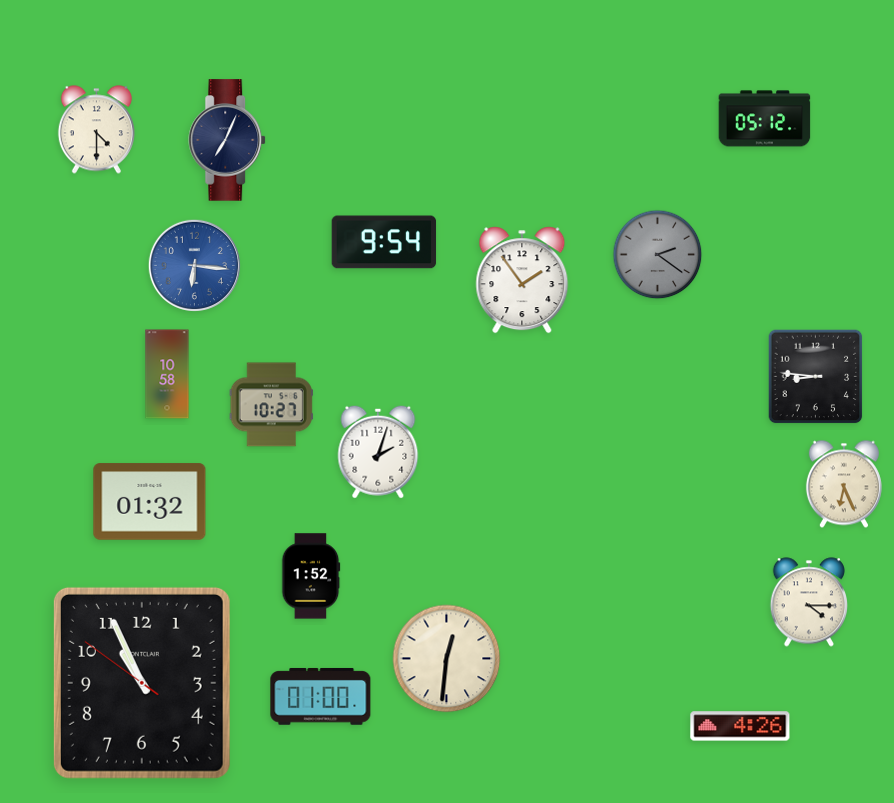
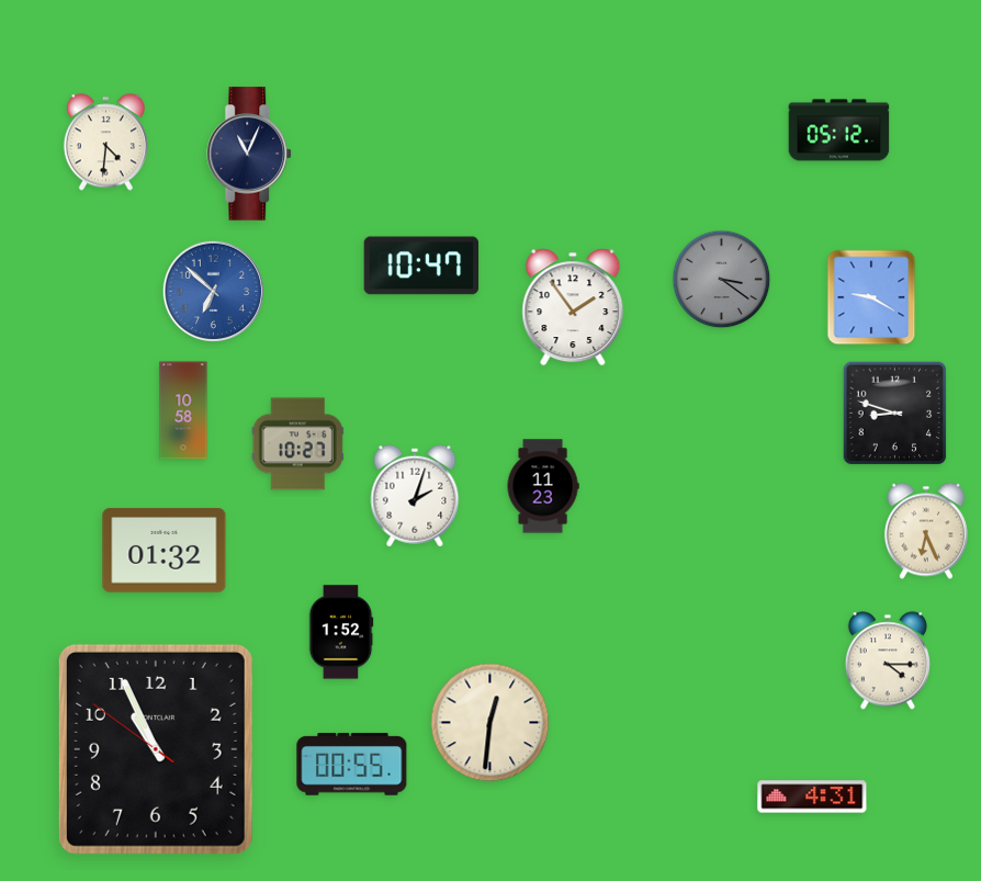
clock at (96, 130): 4:30 -> 4:31
clock at (228, 140): 7:04 -> 11:04
clock at (384, 242): 9:54 -> 10:47
clock at (658, 255): 2:21 -> 3:21
clock at (194, 265): 6:16 -> 6:52
clock at (871, 297): none -> 9:20
clock at (816, 377): 8:46 -> 8:48
clock at (543, 486): none -> 11:23
clock at (321, 696): 01:00 -> 00:55
clock at (740, 726): 4:26 -> 4:31
